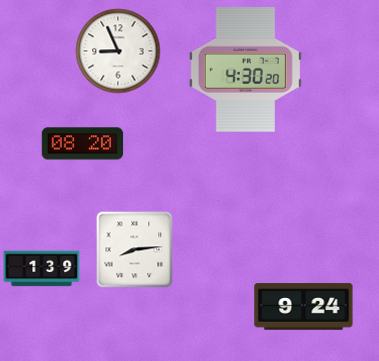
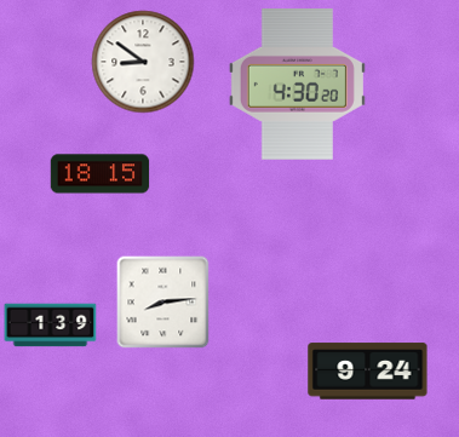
clock at (118, 51): 8:56 -> 8:51
clock at (83, 144): 08:20 -> 18:15
